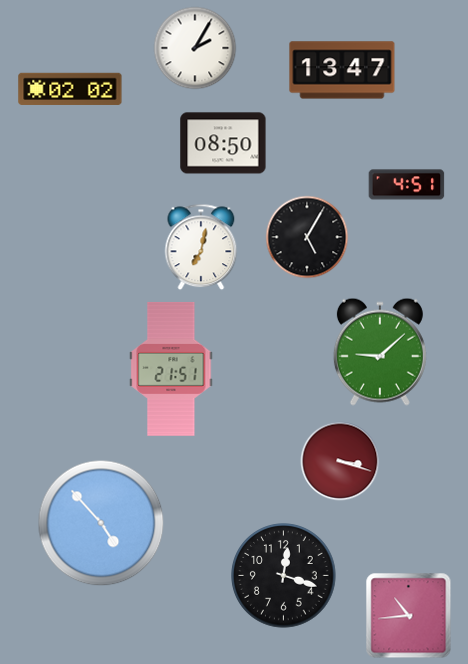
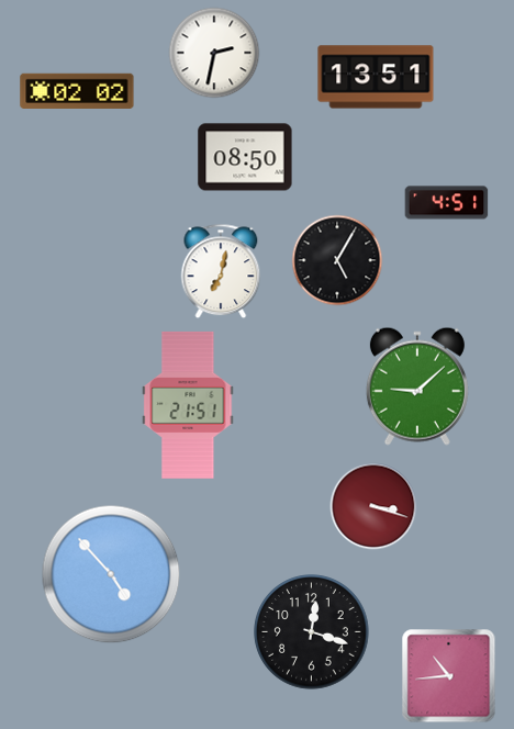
clock at (195, 48): 2:05 -> 2:32
clock at (342, 70): 13:47 -> 13:51
clock at (70, 89) position: (70, 89) -> (77, 91)
